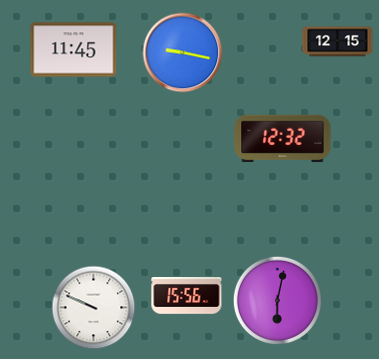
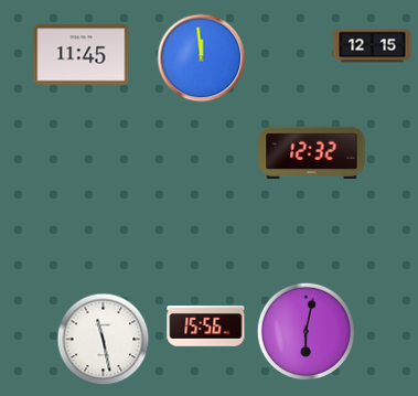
clock at (183, 53): 9:17 -> 11:59
clock at (94, 308): 9:49 -> 11:28
